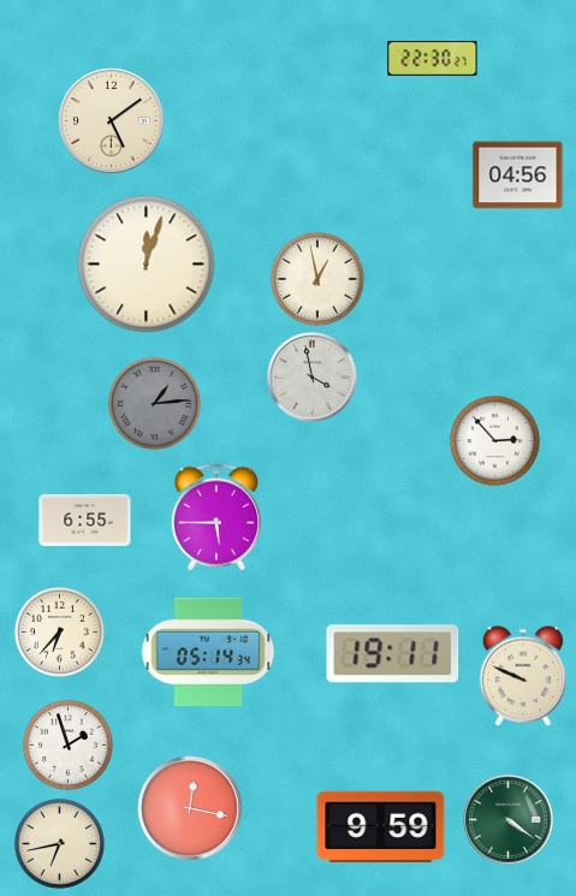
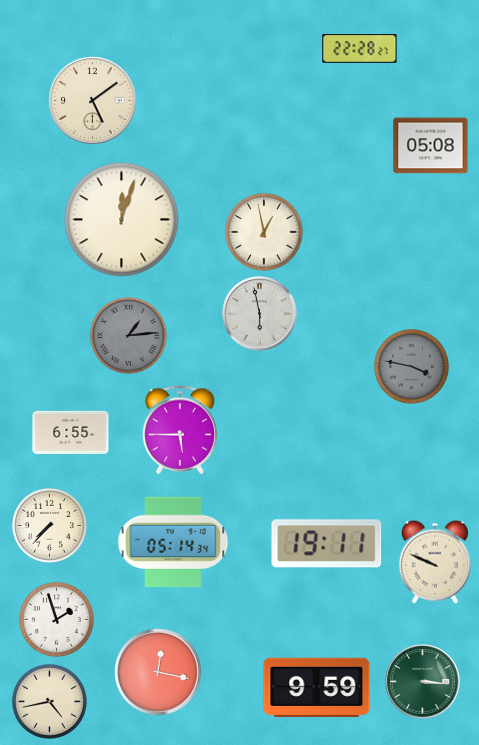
clock at (433, 59): 22:30 -> 22:28
clock at (518, 176): 04:56 -> 05:08
clock at (313, 378): 3:58 -> 5:58
clock at (494, 440): 2:53 -> 3:47
clock at (494, 440) dial: white -> grey
clock at (59, 631): 6:37 -> 7:37
clock at (509, 820): 4:21 -> 3:16
clock at (59, 843): 6:43 -> 4:43
